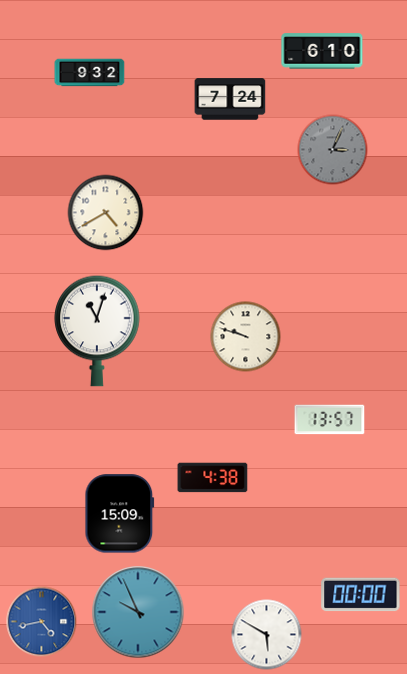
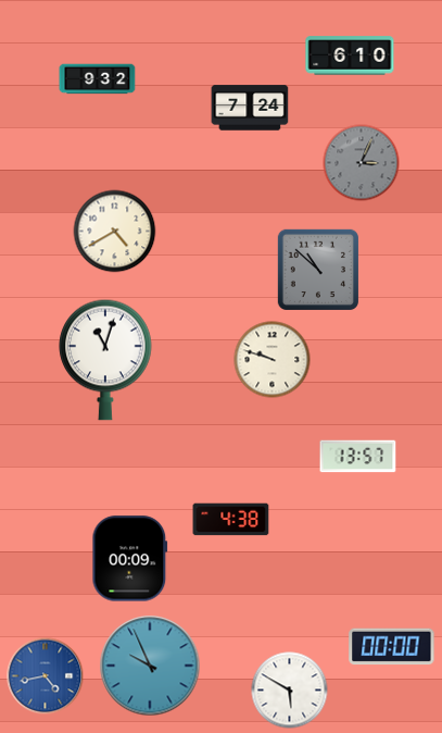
clock at (317, 269): none -> 10:52
clock at (246, 337) position: (246, 337) -> (273, 360)
clock at (120, 514): 15:09 -> 00:09
